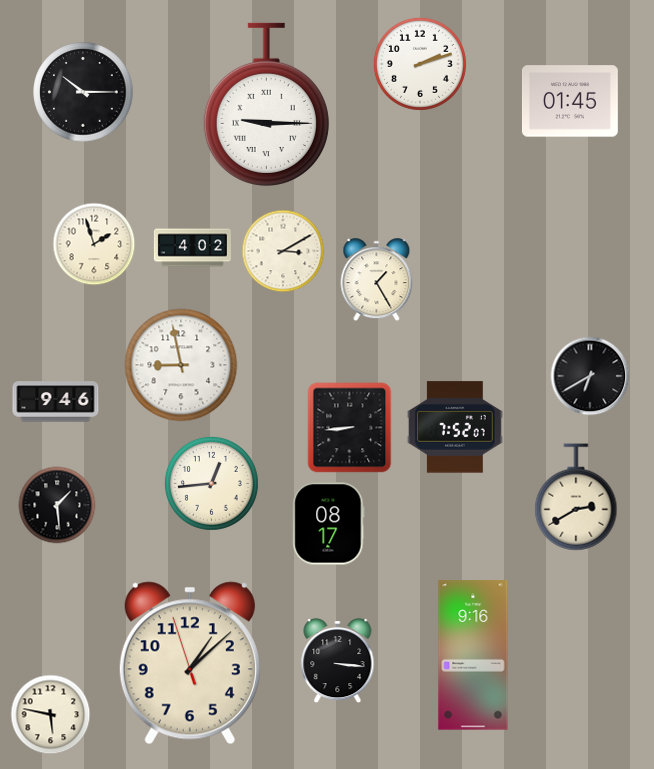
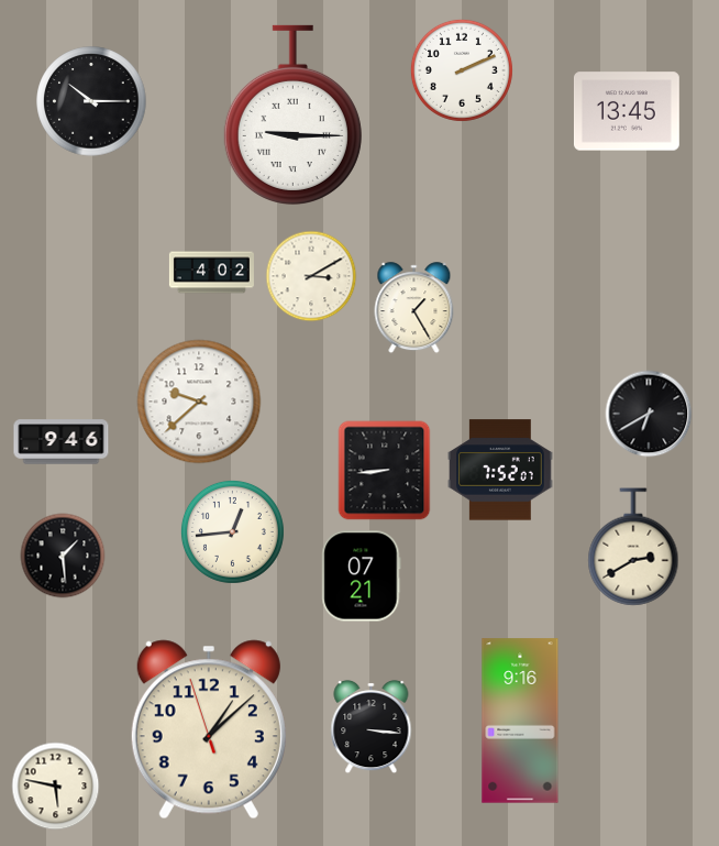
clock at (420, 64): 2:12 -> 2:11
clock at (570, 101): 01:45 -> 13:45
clock at (94, 244): 1:57 -> none
clock at (181, 365): 8:58 -> 9:38
clock at (329, 524): 08:17 -> 07:21
